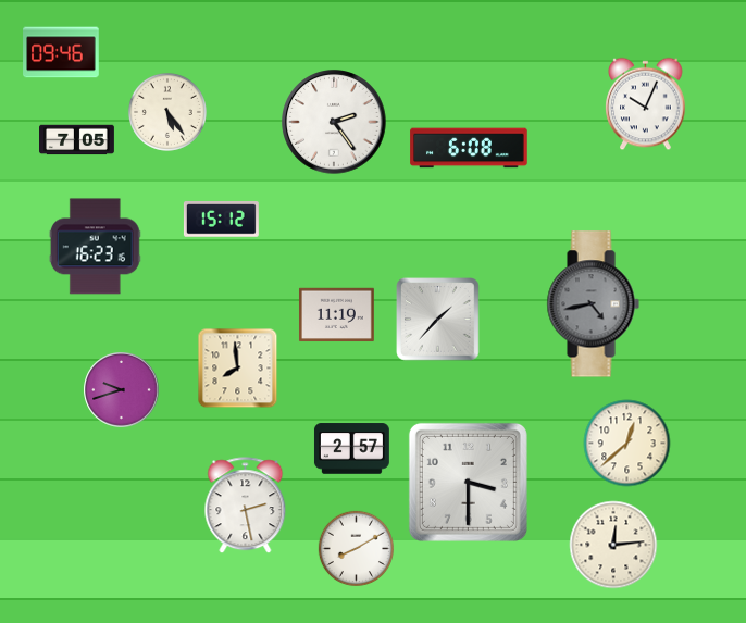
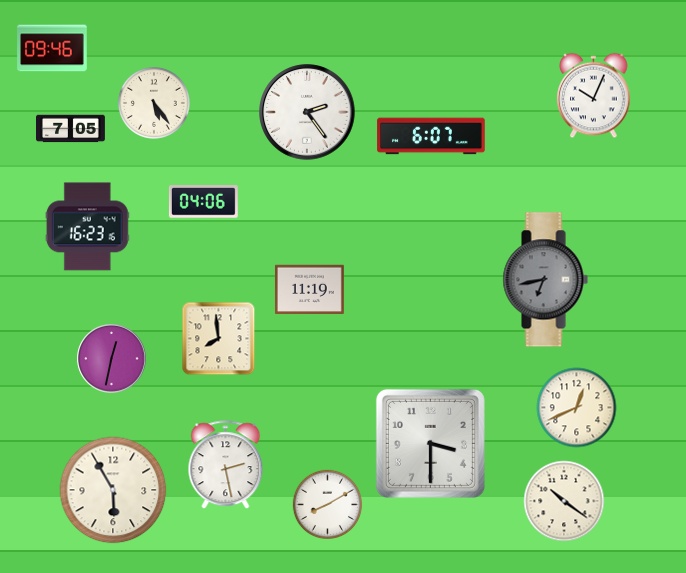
clock at (61, 52) position: (61, 52) -> (52, 48)
clock at (469, 148): 6:08 -> 6:07
clock at (221, 220): 15:12 -> 04:06
clock at (593, 304): 4:43 -> 6:43
clock at (438, 320): 1:37 -> none
clock at (122, 390): 9:42 -> 12:32
clock at (627, 444): 12:38 -> 12:41
clock at (351, 449): 2:57 -> none
clock at (113, 490): none -> 5:55
clock at (613, 545): 12:14 -> 10:21
